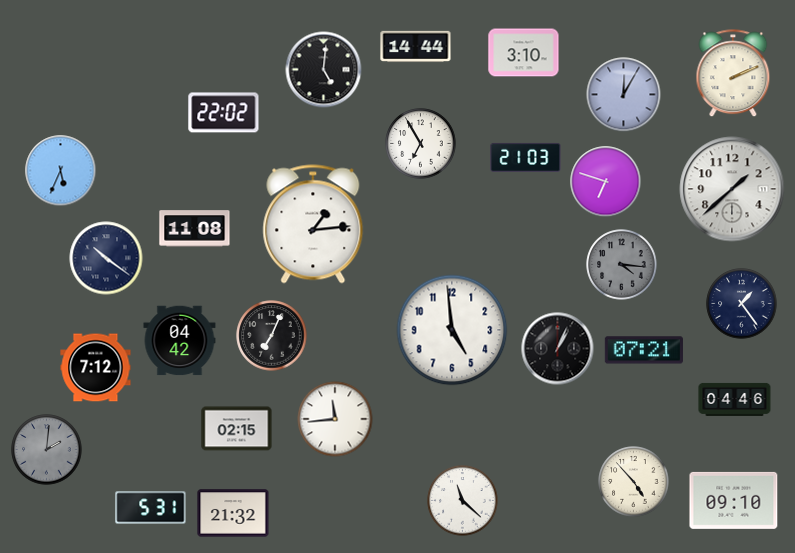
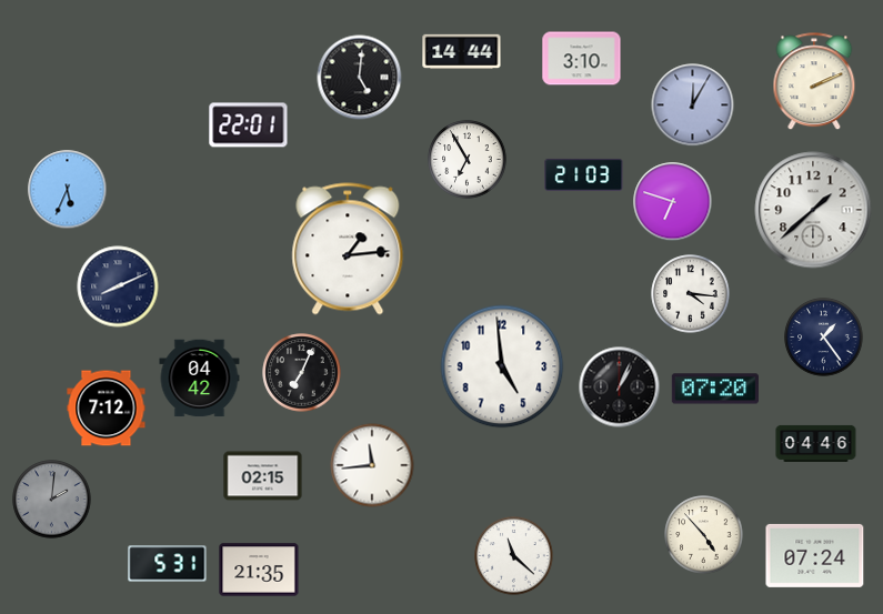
clock at (224, 113): 22:02 -> 22:01
clock at (195, 229): 11:08 -> none
clock at (106, 258): 10:21 -> 8:11
clock at (622, 265) dial: grey -> white
clock at (644, 350): 07:21 -> 07:20
clock at (734, 500): 09:10 -> 07:24
clock at (233, 513): 21:32 -> 21:35
